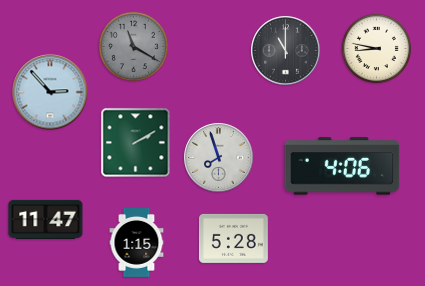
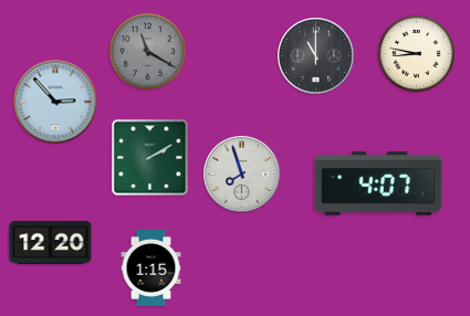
clock at (342, 166): 4:06 -> 4:07
clock at (46, 219): 11:47 -> 12:20
clock at (233, 238): 5:28 -> none
